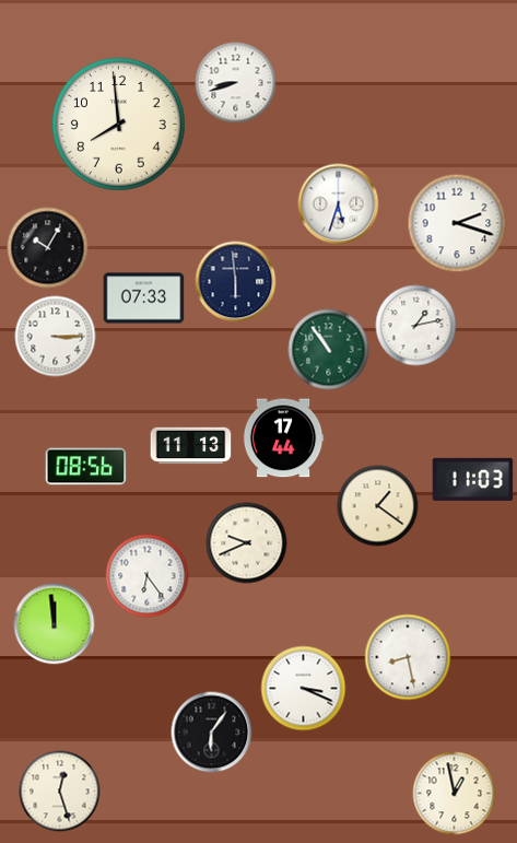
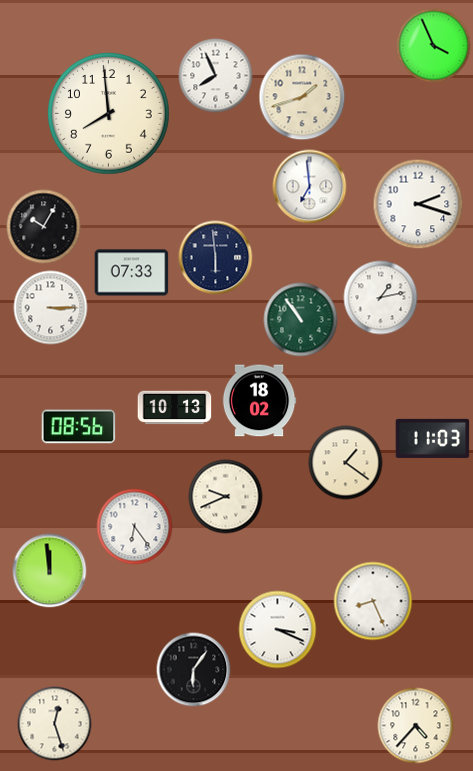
clock at (434, 46): none -> 3:56
clock at (236, 83): 8:42 -> 7:56
clock at (302, 97): none -> 1:42
clock at (339, 204): 5:33 -> 6:59
clock at (283, 438): 17:44 -> 18:02
clock at (191, 446): 11:13 -> 10:13
clock at (408, 657): 8:28 -> 8:26
clock at (455, 794): 12:58 -> 4:37
